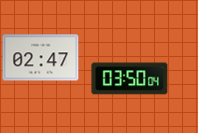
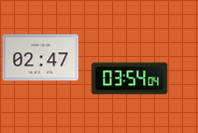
clock at (130, 79): 03:50 -> 03:54
